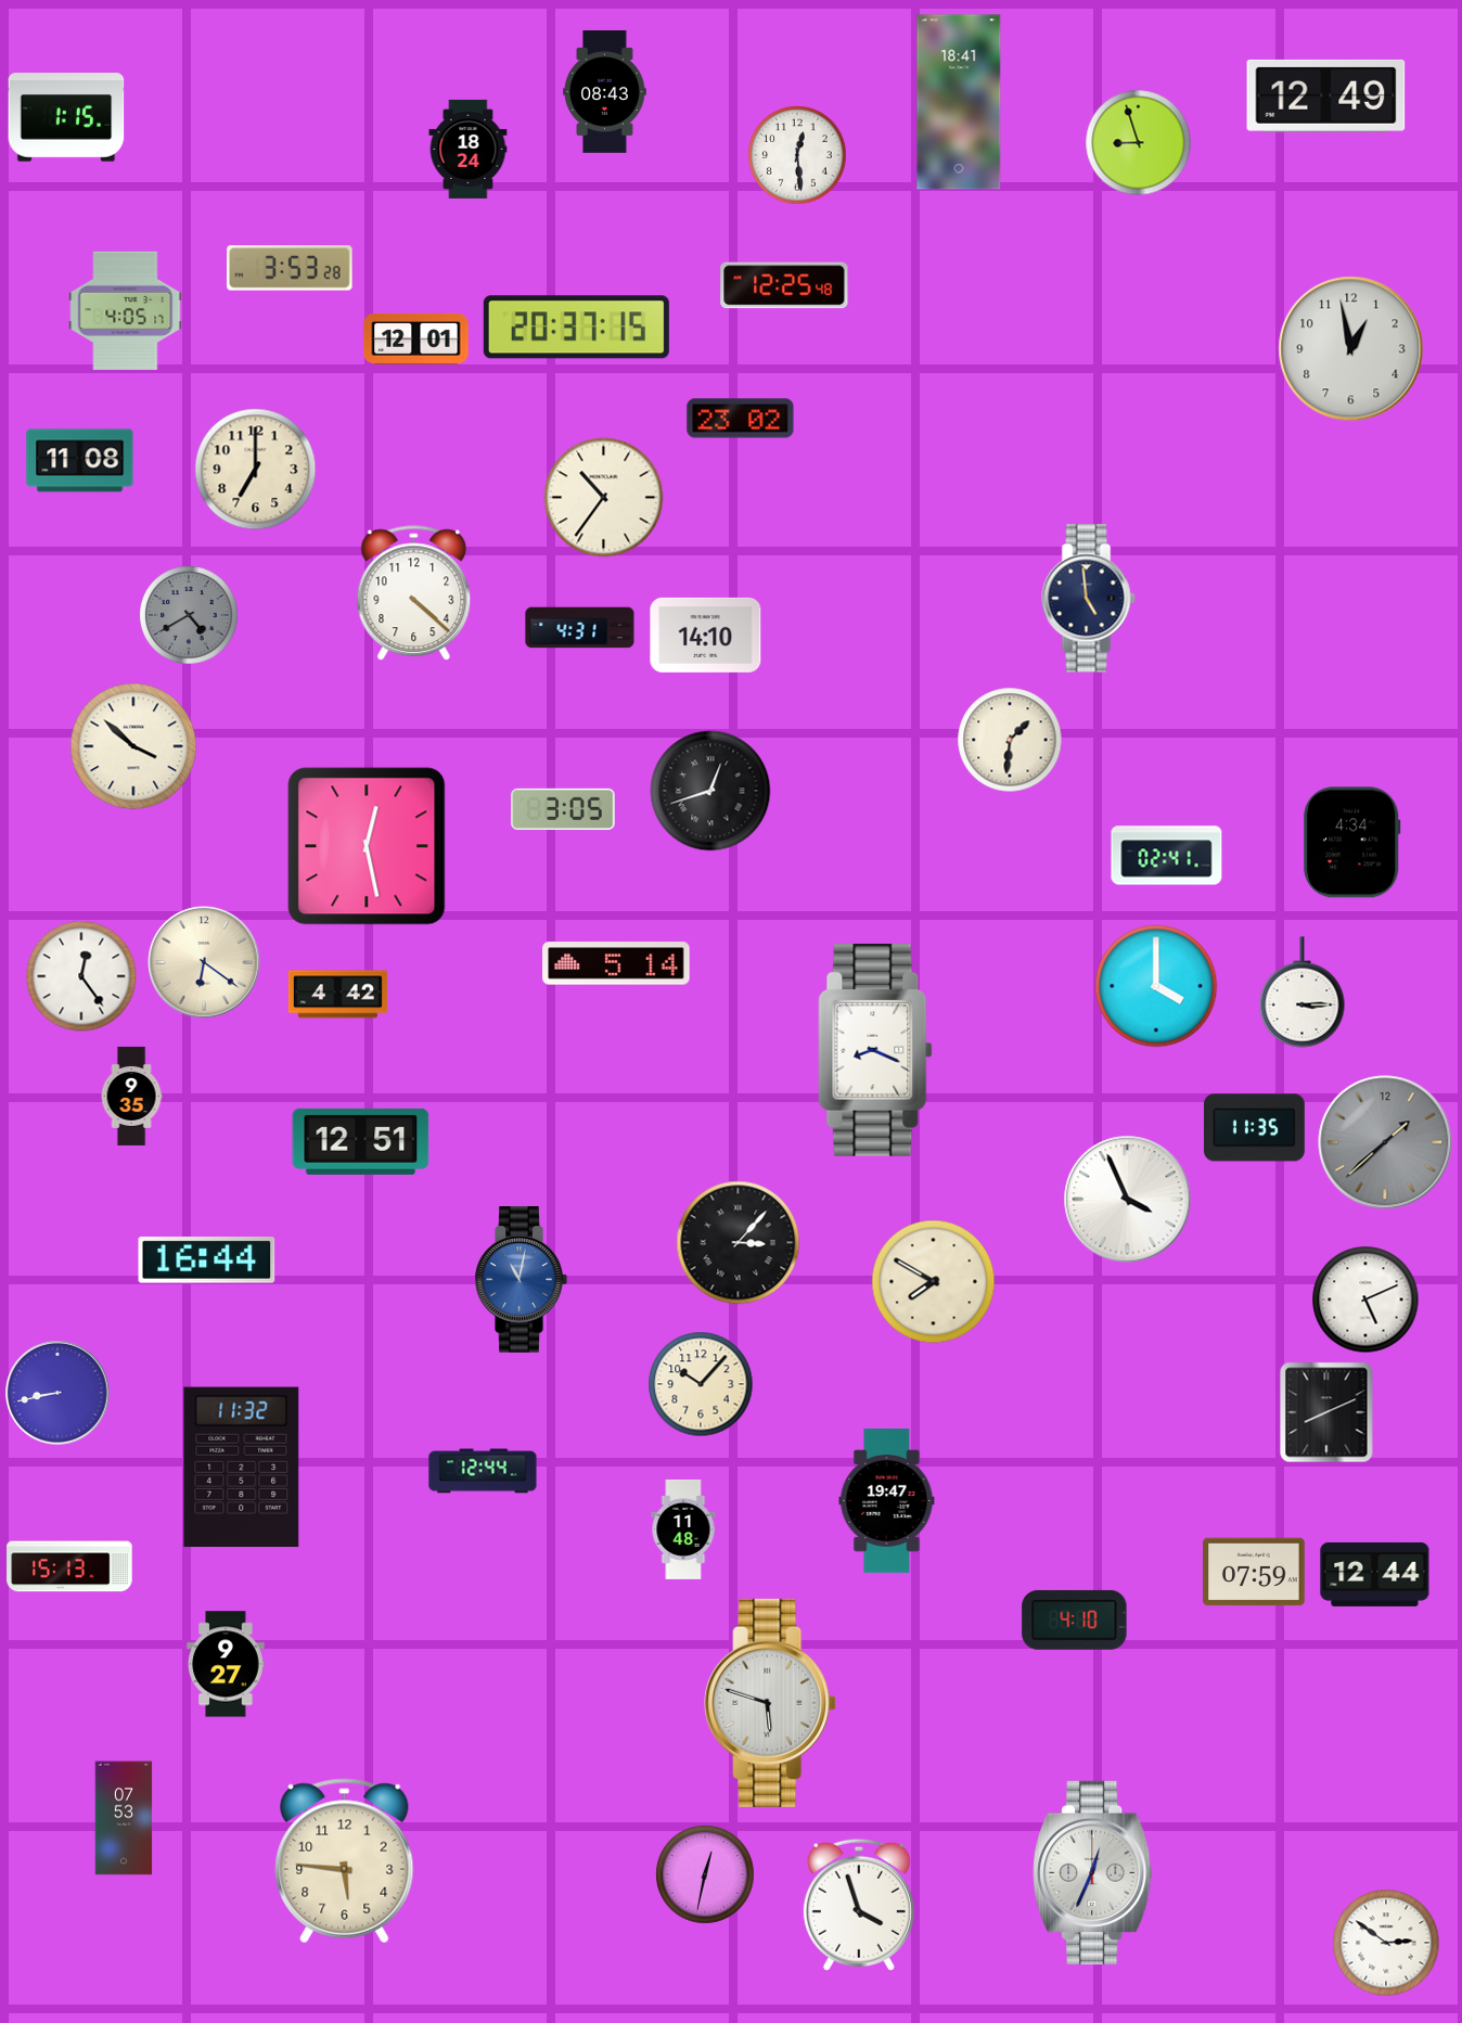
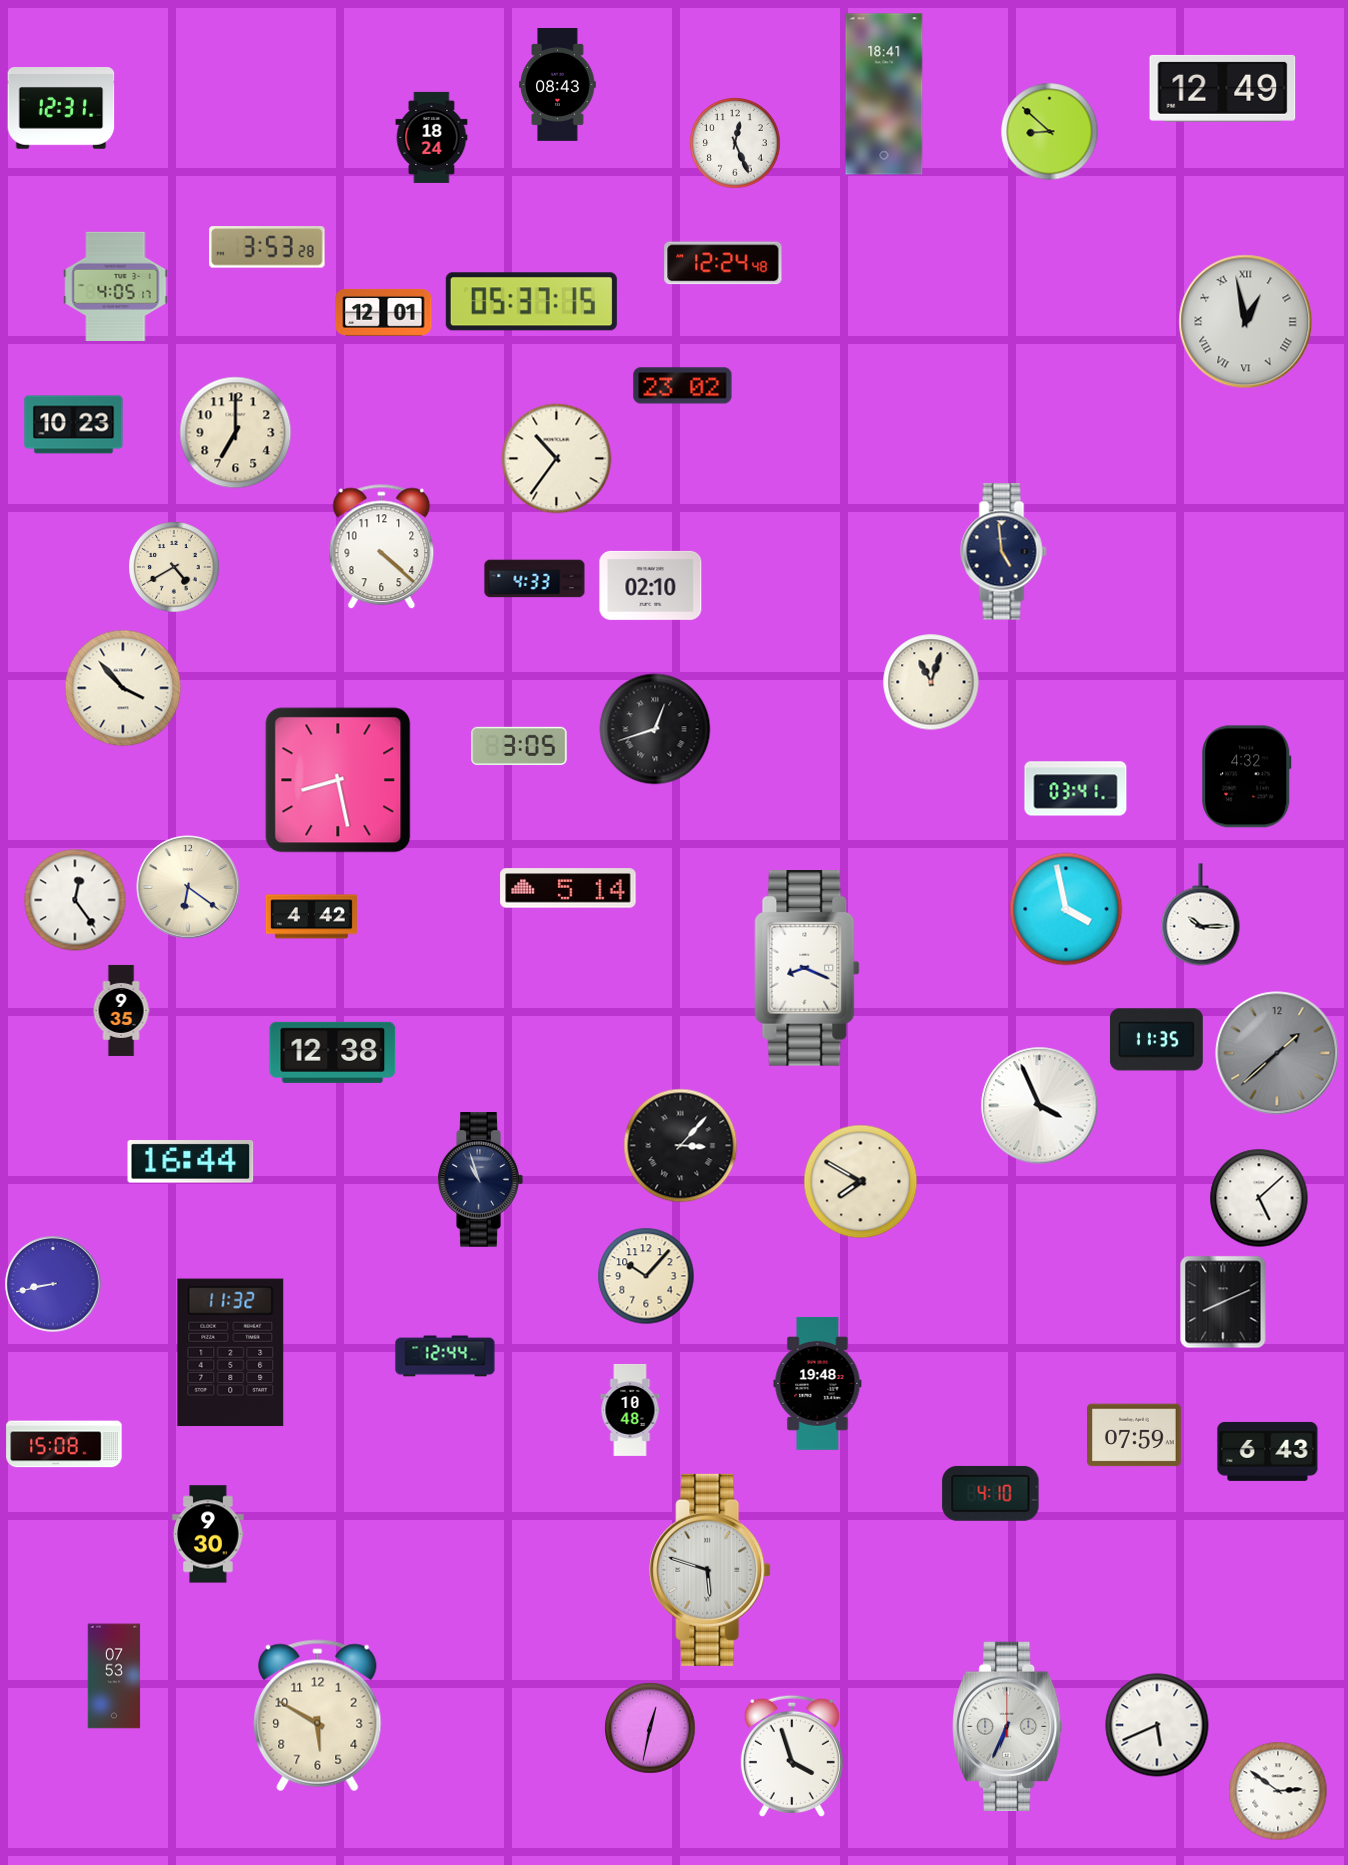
clock at (66, 117): 1:15 -> 12:31
clock at (1139, 143): 8:57 -> 8:52
clock at (797, 155): 12:29 -> 12:26
clock at (784, 285): 12:25 -> 12:24
clock at (576, 328): 20:37 -> 05:37
clock at (1351, 349) numerals: Arabic -> Roman
clock at (80, 461): 11:08 -> 10:23
clock at (189, 615) dial: grey -> cream
clock at (580, 628): 4:31 -> 4:33
clock at (706, 635): 14:10 -> 02:10
clock at (1010, 740): 1:31 -> 11:03
clock at (133, 746): 3:52 -> 3:53
clock at (1352, 843): 4:34 -> 4:32
clock at (367, 846): 12:28 -> 8:28
clock at (1167, 856): 02:41 -> 03:41
clock at (1156, 986): 4:00 -> 3:58
clock at (1303, 993): 3:15 -> 10:15
clock at (361, 1141): 12:51 -> 12:38
clock at (521, 1280): 11:02 -> 10:57
clock at (521, 1280) dial: blue -> navy
clock at (1365, 1299): 5:11 -> 5:08
clock at (242, 1468) position: (242, 1468) -> (231, 1353)
clock at (887, 1500): 19:47 -> 19:48
clock at (683, 1529): 11:48 -> 10:48
clock at (69, 1566): 15:13 -> 15:08
clock at (1254, 1572) position: (1254, 1572) -> (1134, 1435)
clock at (1375, 1574): 12:44 -> 6:43
clock at (226, 1664): 9:27 -> 9:30
clock at (345, 1861): 5:46 -> 5:50
clock at (1157, 1725): none -> 5:41
clock at (1093, 1872): 12:34 -> 6:34
